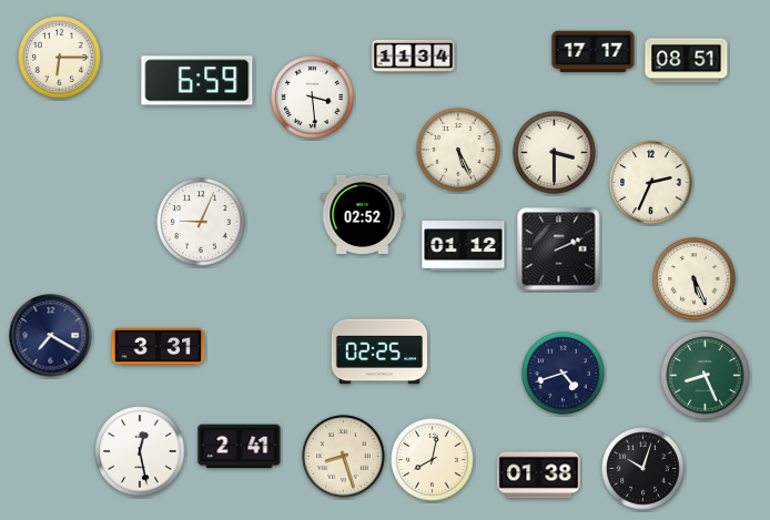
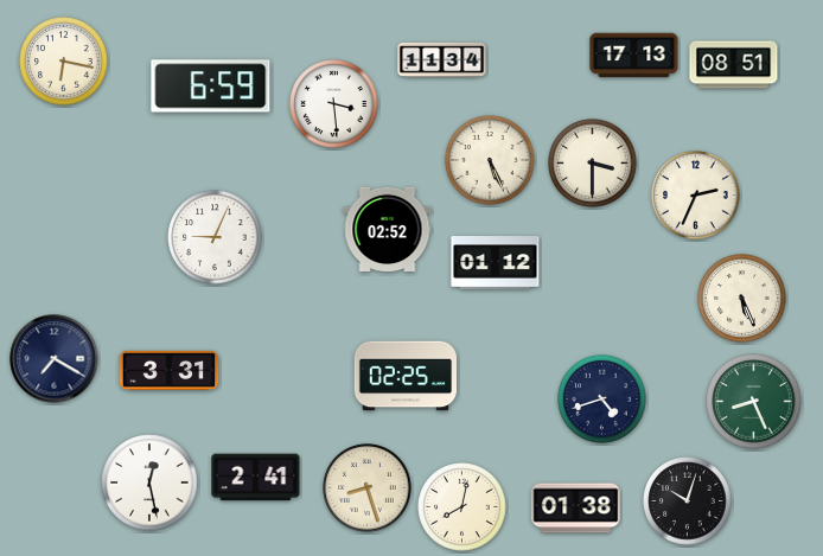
clock at (594, 52): 17:17 -> 17:13
clock at (60, 58): 6:15 -> 6:17
clock at (559, 249): 2:11 -> none
clock at (433, 460) position: (433, 460) -> (462, 507)
